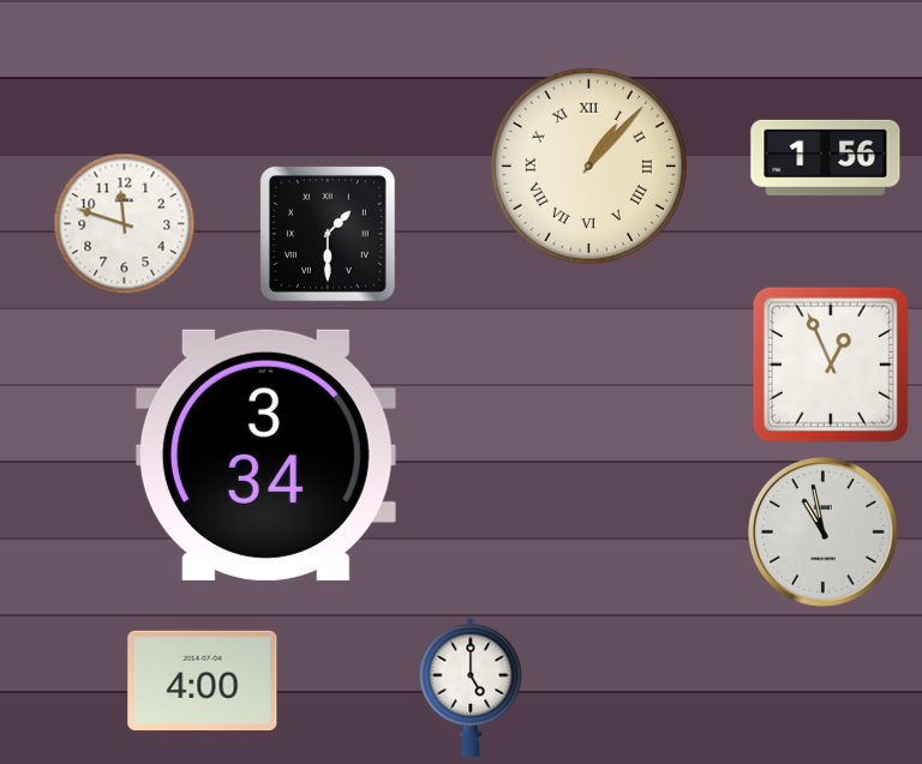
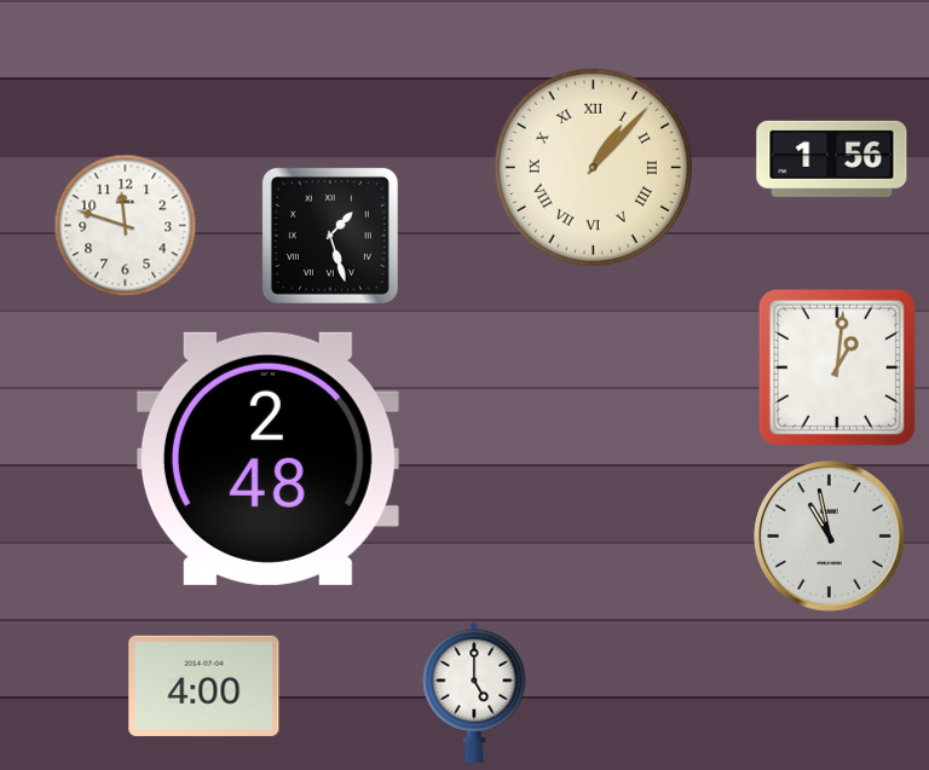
clock at (328, 234): 1:30 -> 1:27
clock at (831, 365): 12:56 -> 1:01
clock at (265, 455): 3:34 -> 2:48
